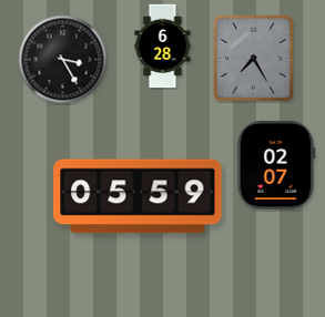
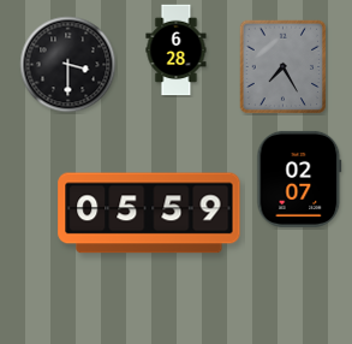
clock at (254, 59) position: (254, 59) -> (284, 67)
clock at (63, 60): 3:25 -> 3:30
